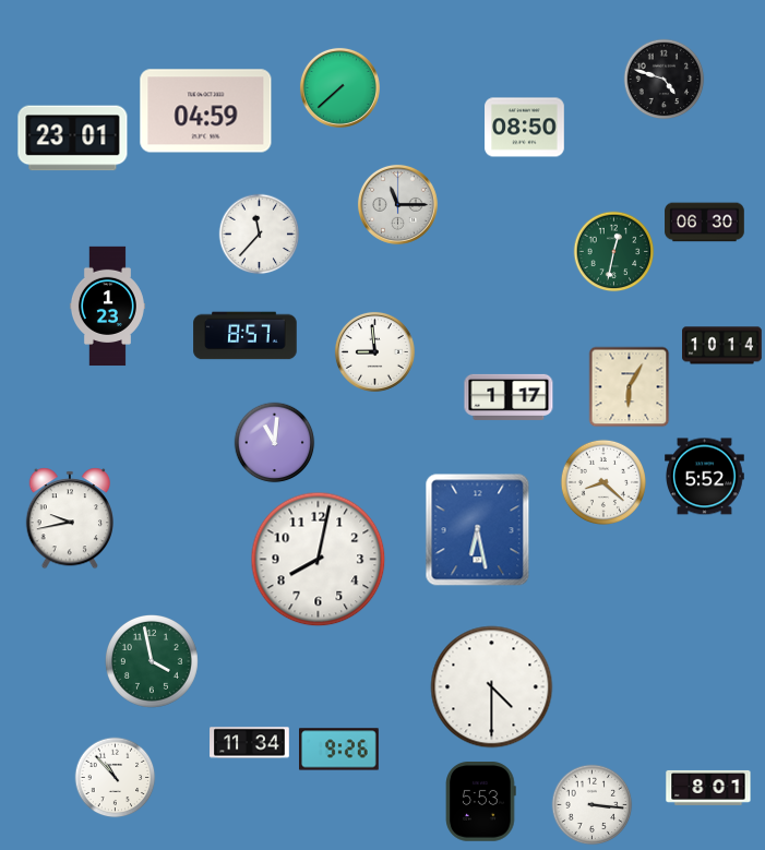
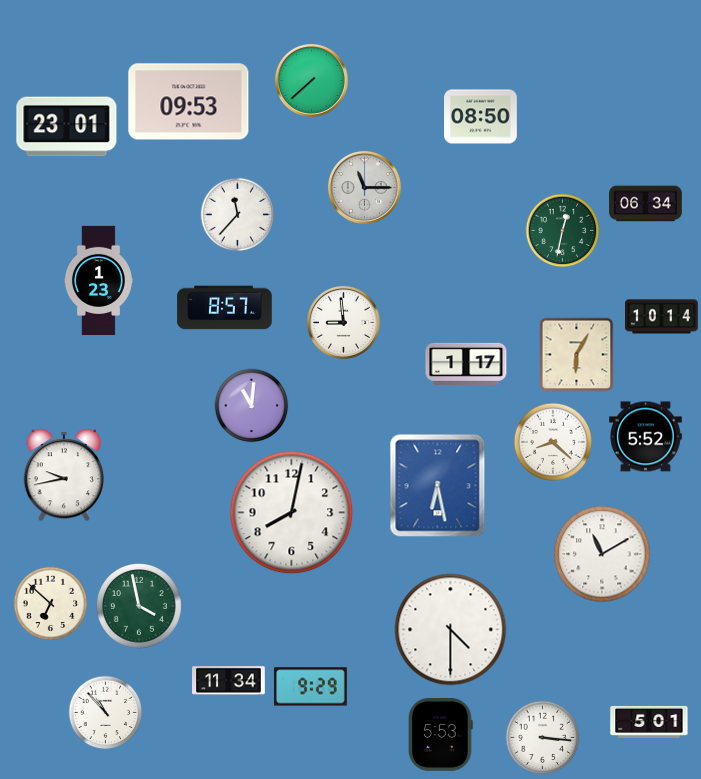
clock at (665, 80): 4:48 -> none
clock at (206, 111): 04:59 -> 09:53
clock at (705, 223): 06:30 -> 06:34
clock at (602, 554): none -> 11:10
clock at (51, 604): none -> 6:52
clock at (339, 750): 9:26 -> 9:29
clock at (708, 788): 8:01 -> 5:01
